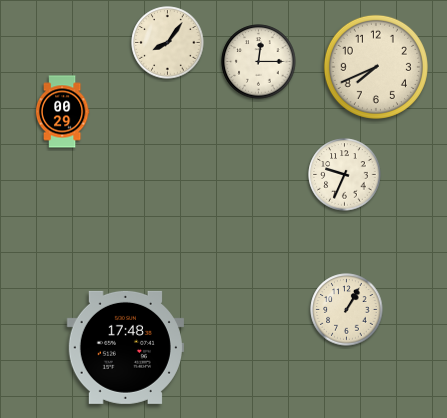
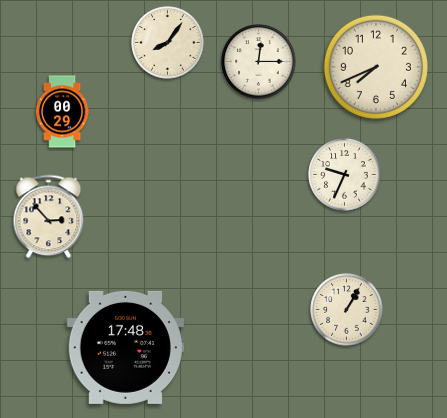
clock at (49, 217): none -> 2:53
